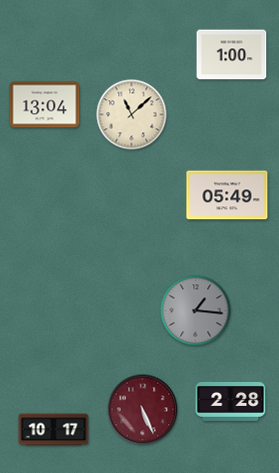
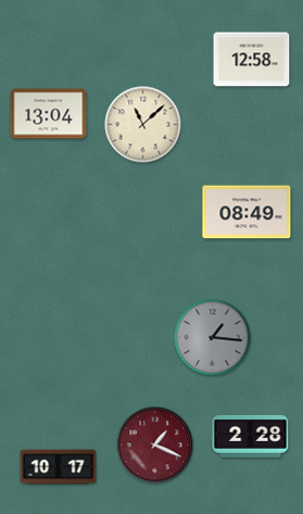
clock at (232, 55): 1:00 -> 12:58
clock at (227, 195): 05:49 -> 08:49
clock at (143, 410): 5:26 -> 1:19
